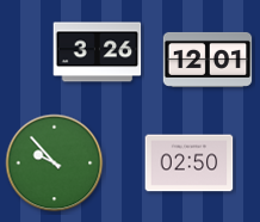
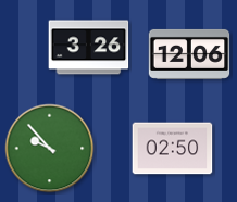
clock at (208, 60): 12:01 -> 12:06
